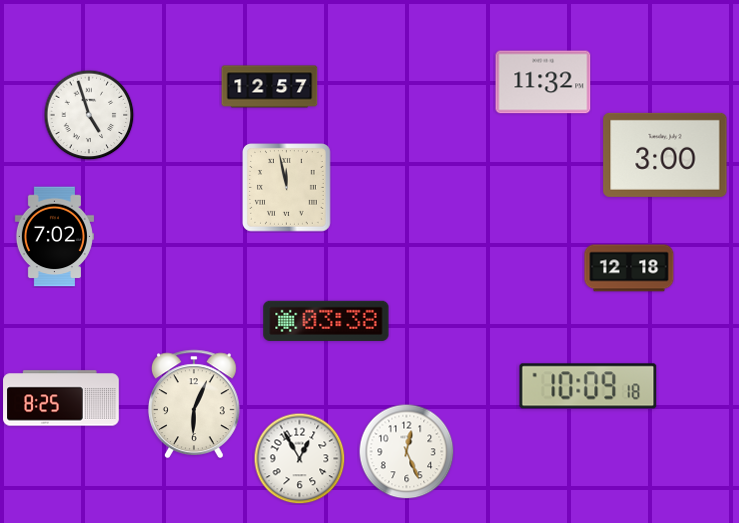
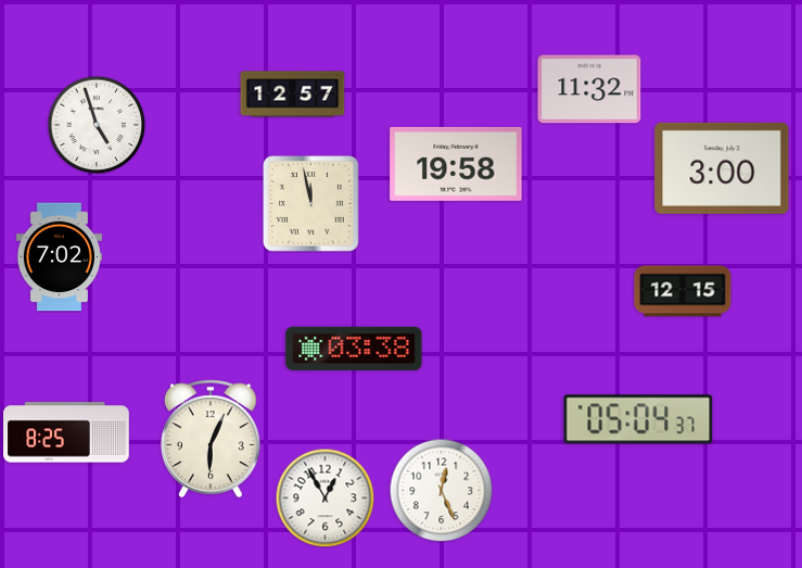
clock at (456, 164): none -> 19:58
clock at (629, 268): 12:18 -> 12:15
clock at (588, 386): 10:09 -> 05:04
